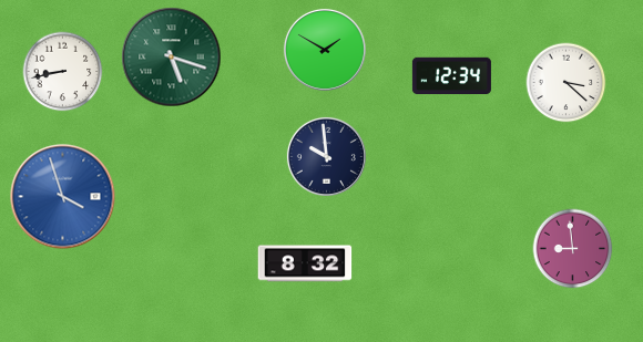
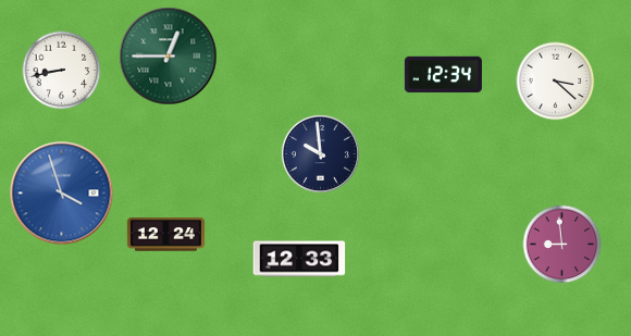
clock at (325, 50): 1:50 -> none
clock at (172, 58): 5:18 -> 12:45
clock at (165, 235): none -> 12:24
clock at (305, 263): 8:32 -> 12:33
